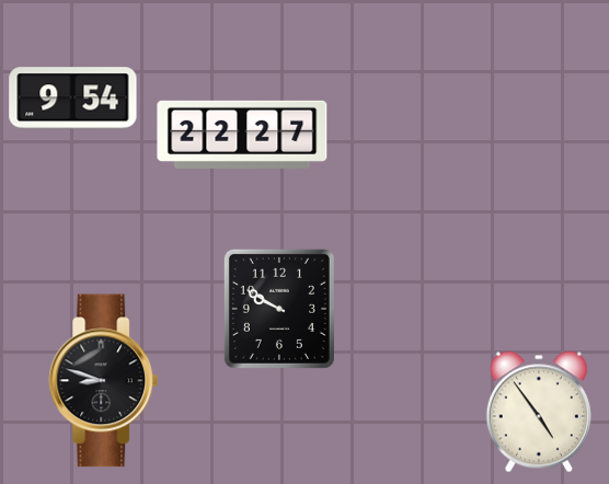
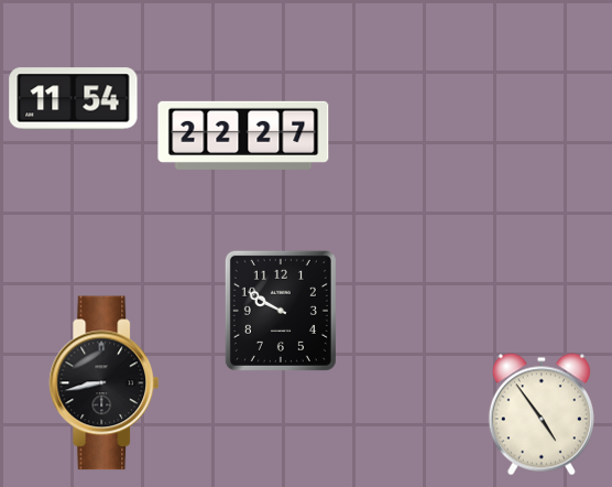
clock at (73, 99): 9:54 -> 11:54
clock at (104, 381): 8:48 -> 8:43
